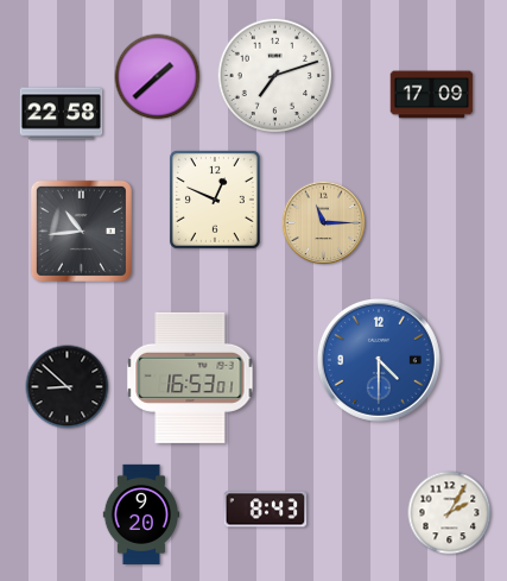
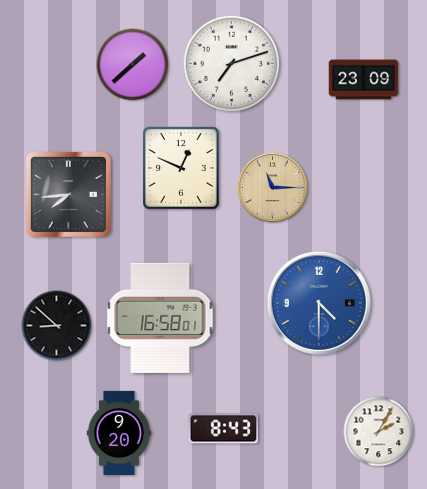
clock at (432, 95): 17:09 -> 23:09
clock at (62, 114): 22:58 -> none
clock at (81, 230): 10:44 -> 7:44
clock at (190, 378): 16:53 -> 16:58
